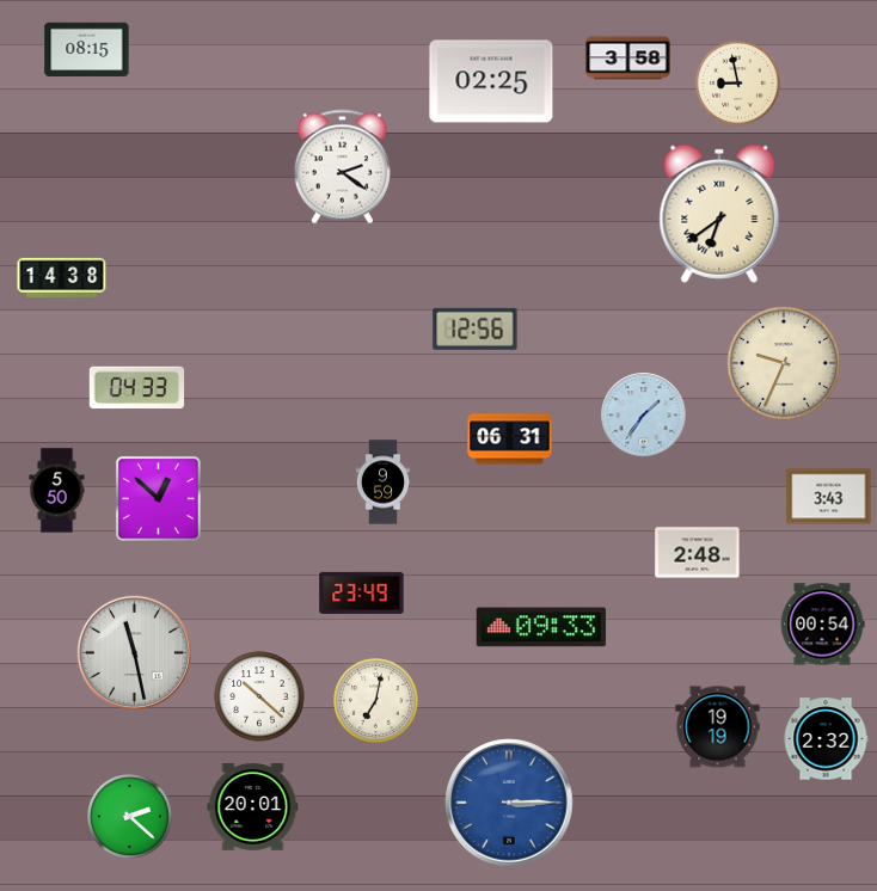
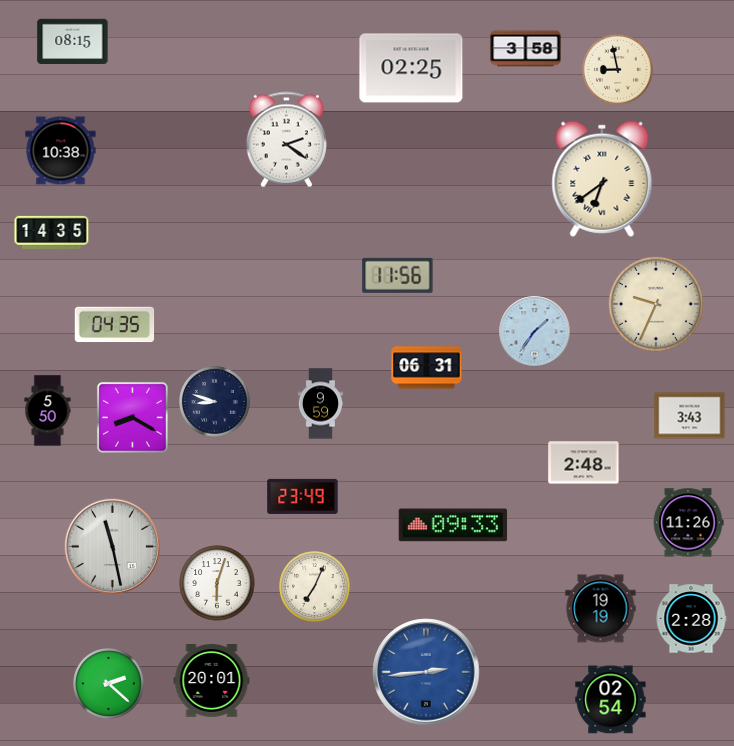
clock at (61, 151): none -> 10:38
clock at (62, 277): 14:38 -> 14:35
clock at (476, 328): 12:56 -> 11:56
clock at (137, 388): 04:33 -> 04:35
clock at (644, 416) position: (644, 416) -> (535, 332)
clock at (215, 402): none -> 8:48
clock at (829, 497) position: (829, 497) -> (690, 416)
clock at (158, 498): 12:52 -> 8:20
clock at (822, 625): 00:54 -> 11:26
clock at (259, 696): 10:22 -> 6:03
clock at (376, 701): 7:02 -> 7:04
clock at (826, 739): 2:32 -> 2:28
clock at (509, 803): 3:15 -> 2:44
clock at (253, 807) position: (253, 807) -> (212, 681)
clock at (611, 700): none -> 02:54
